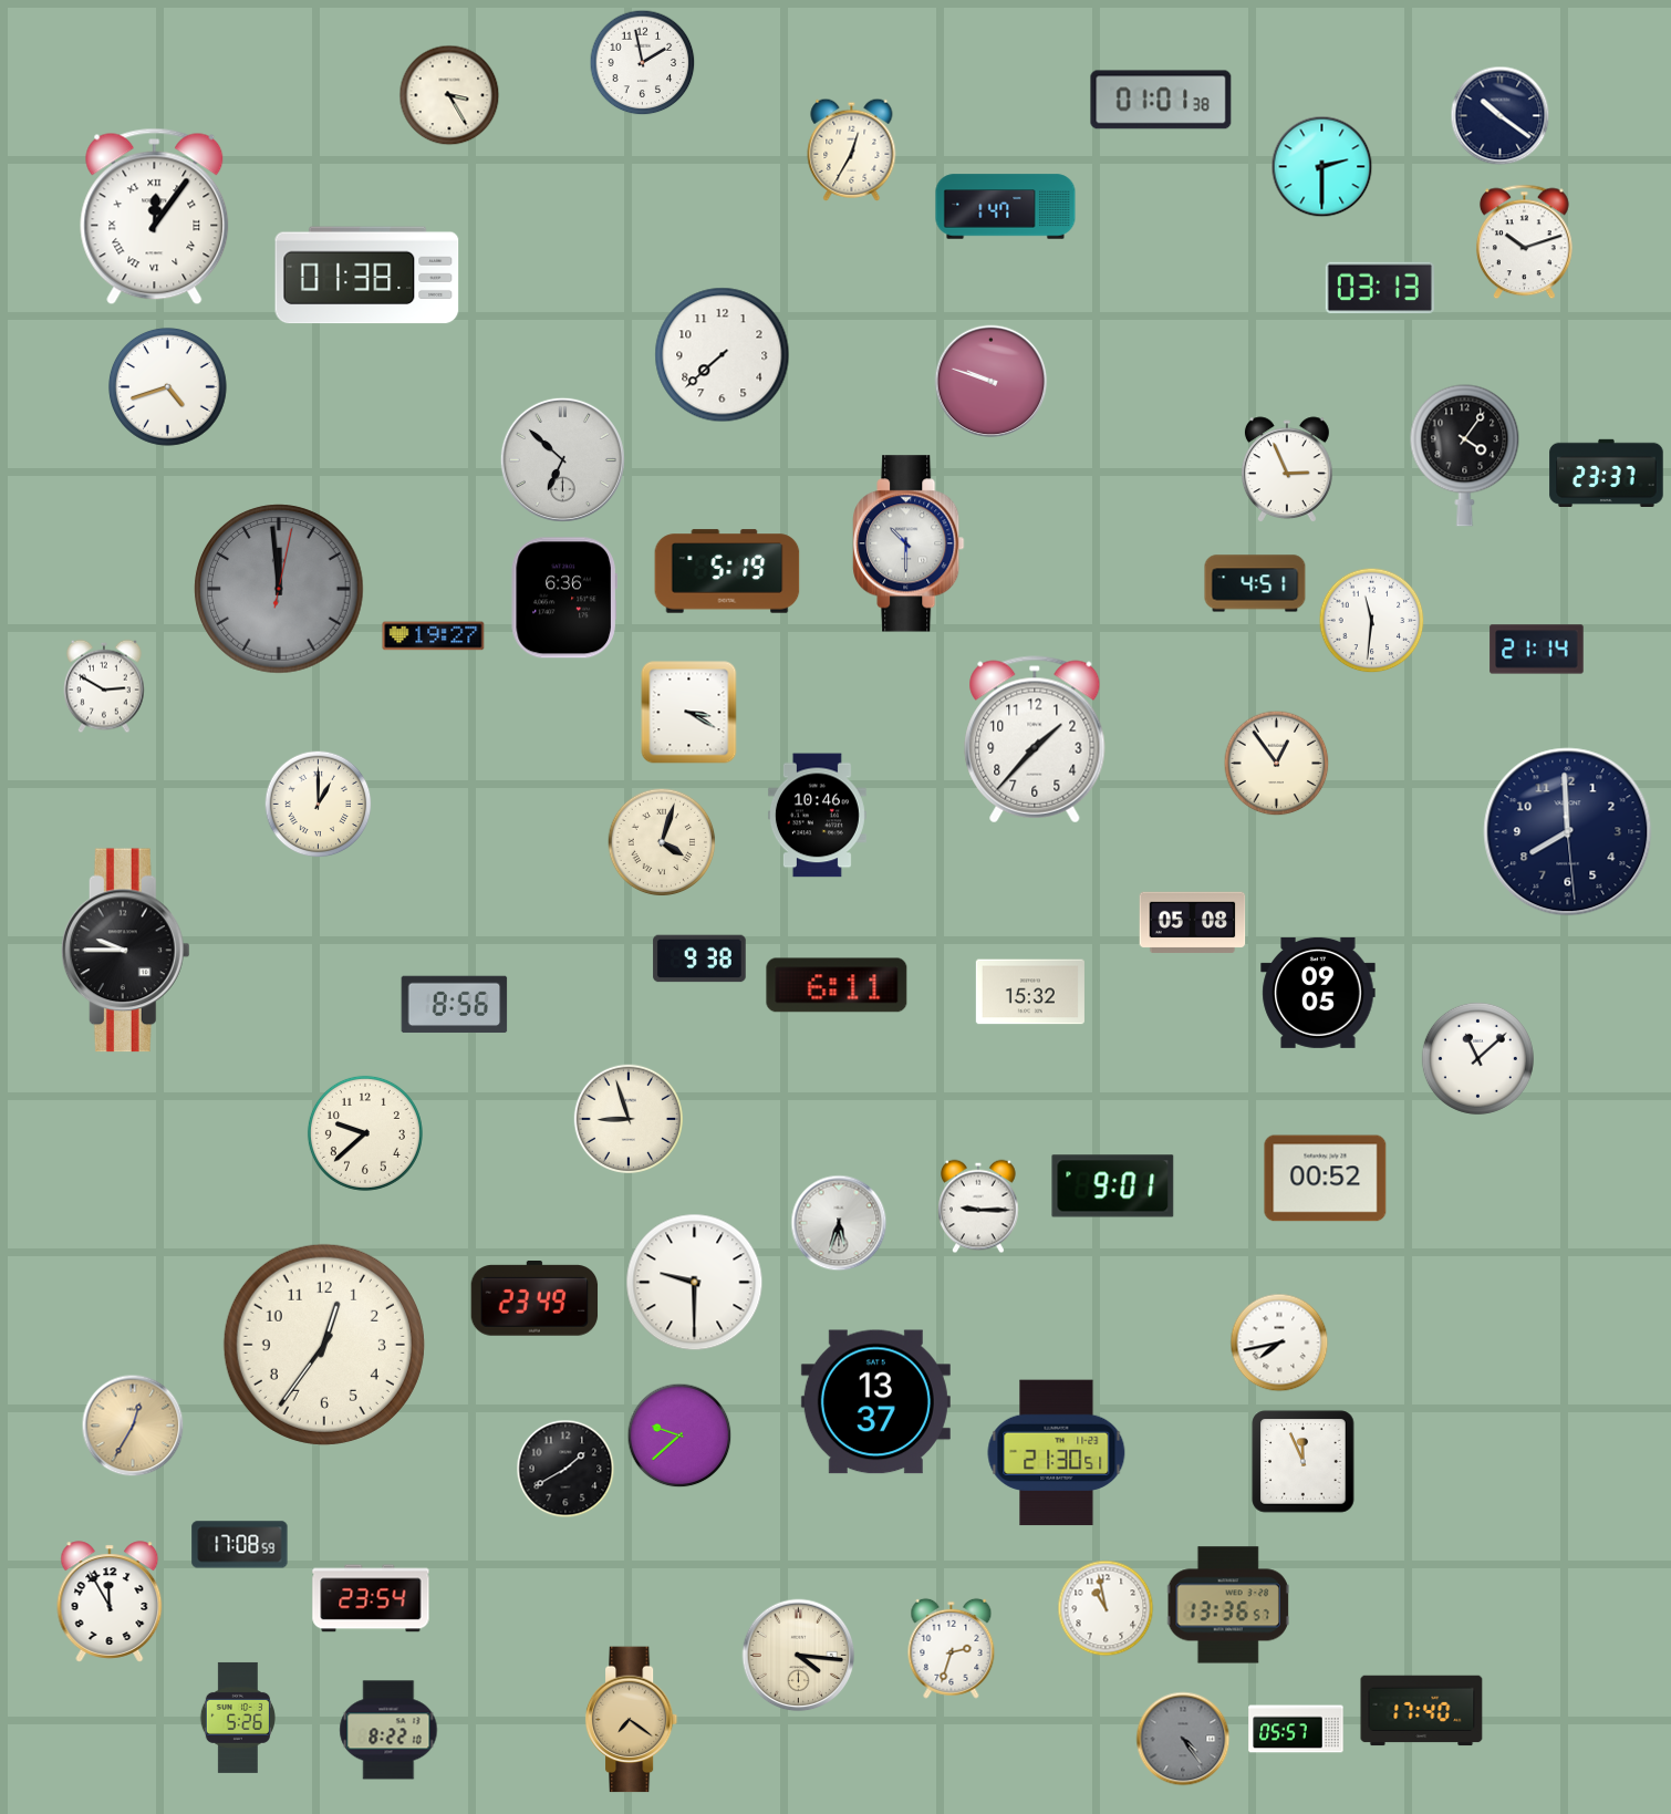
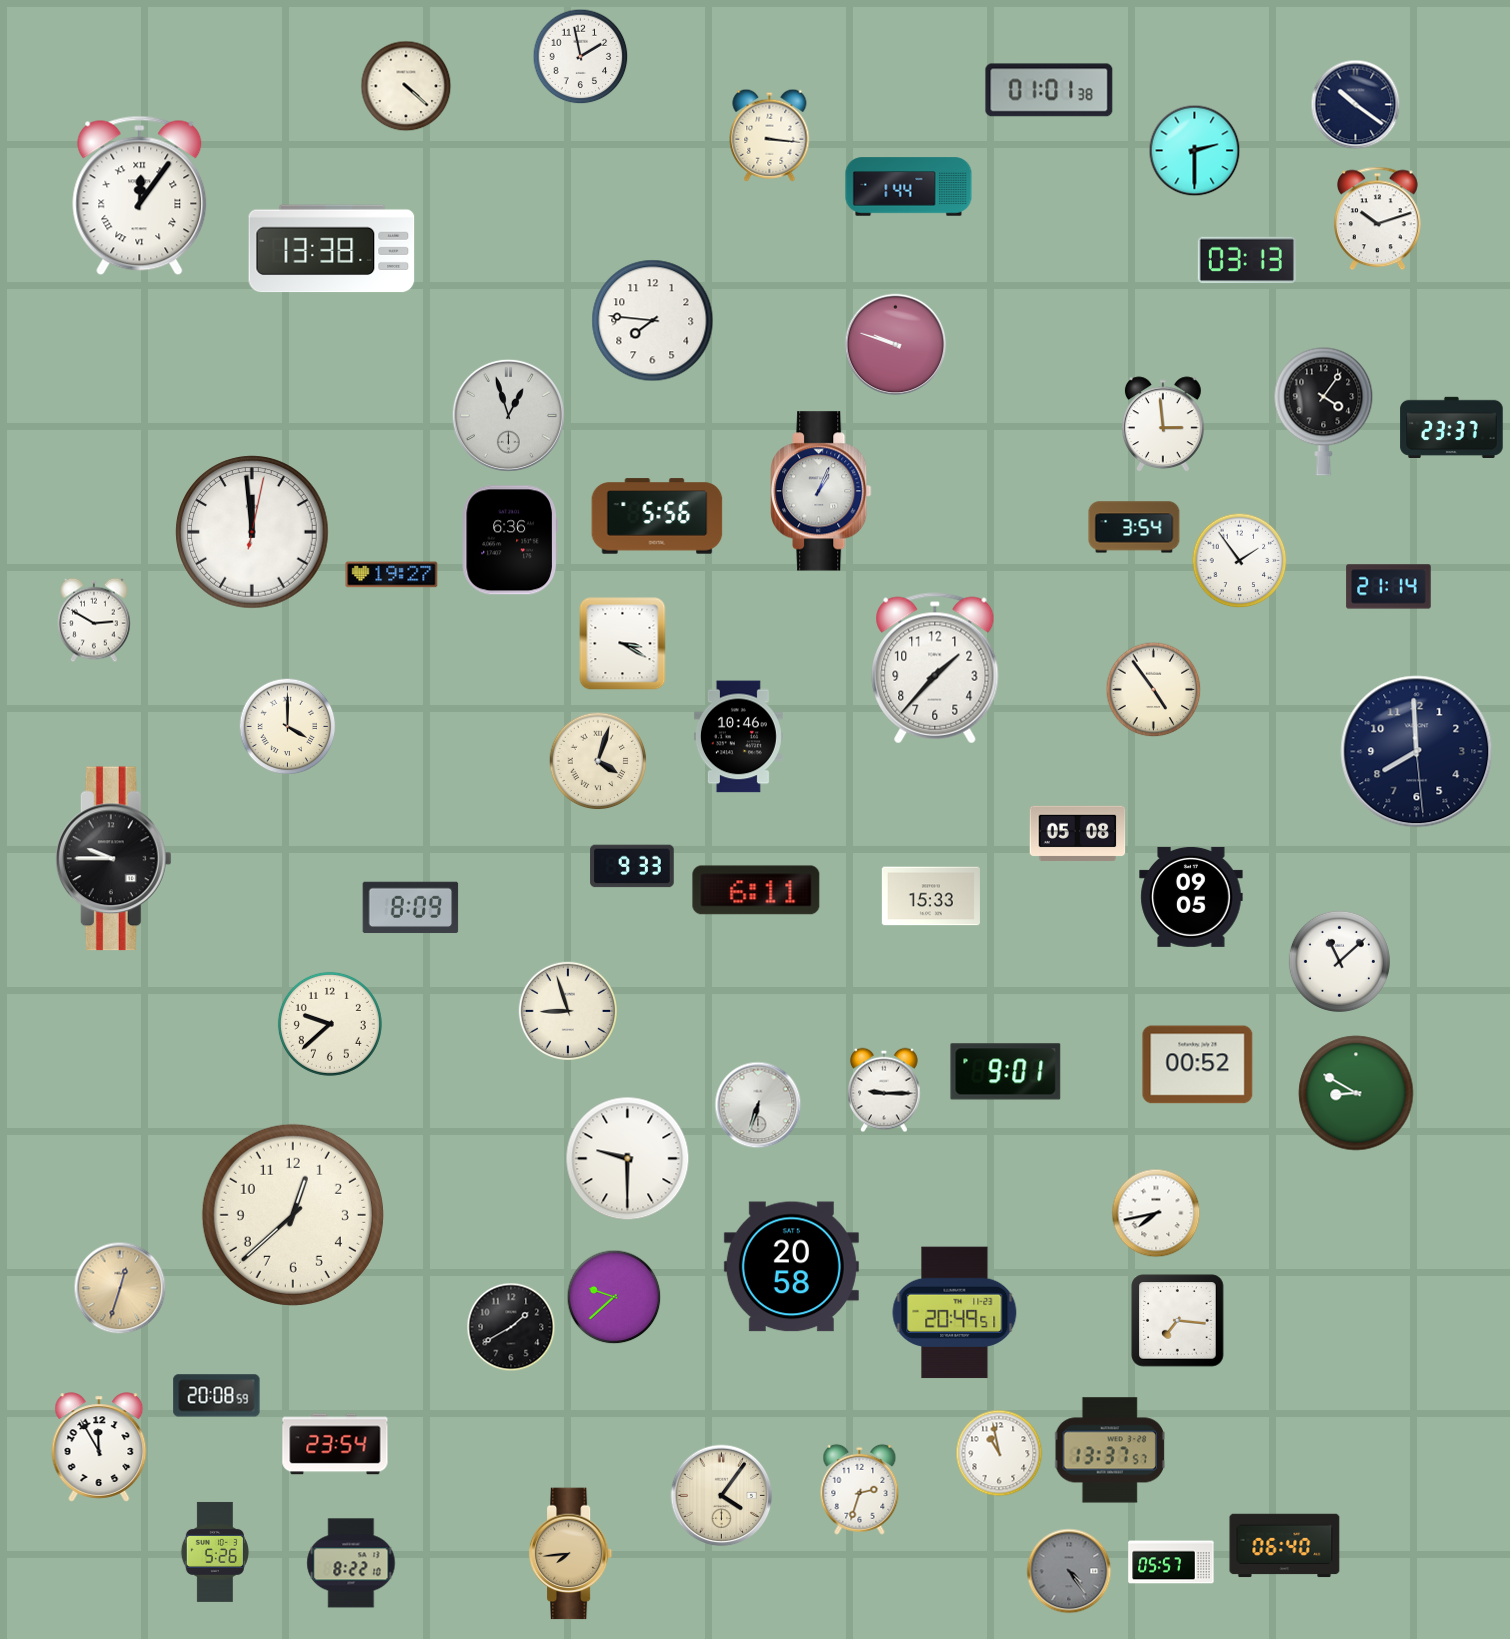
clock at (449, 95): 3:25 -> 4:22
clock at (852, 149): 12:35 -> 3:16
clock at (1006, 207): 1:47 -> 1:44
clock at (367, 276): 01:38 -> 13:38
clock at (723, 355): 7:38 -> 7:46
clock at (167, 386): 4:42 -> none
clock at (562, 459): 6:52 -> 12:57
clock at (1287, 470): 2:56 -> 2:59
clock at (909, 543): 10:30 -> 1:04
clock at (727, 571): 5:19 -> 5:56
clock at (1255, 583): 4:51 -> 3:54
clock at (279, 589) dial: grey -> white
clock at (1372, 621): 11:31 -> 1:54
clock at (1277, 764): 12:54 -> 4:54
clock at (319, 805): 1:00 -> 4:00
clock at (699, 958): 9:38 -> 9:33
clock at (1030, 992): 15:32 -> 15:33
clock at (455, 1005): 8:56 -> 8:09
clock at (1477, 1058) position: (1477, 1058) -> (1339, 961)
clock at (1356, 1093): none -> 8:50
clock at (839, 1223): 5:33 -> 6:33
clock at (534, 1298): 23:49 -> none
clock at (324, 1345): 12:36 -> 12:38
clock at (875, 1402): 13:37 -> 20:58
clock at (133, 1426): 12:35 -> 12:33
clock at (1057, 1453): 21:30 -> 20:49
clock at (1304, 1462): 11:56 -> 7:16
clock at (240, 1545): 17:08 -> 20:08
clock at (1228, 1605): 13:36 -> 13:37
clock at (799, 1656): 4:16 -> 4:06
clock at (1422, 1711): 17:40 -> 06:40
clock at (632, 1720): 7:21 -> 7:44
